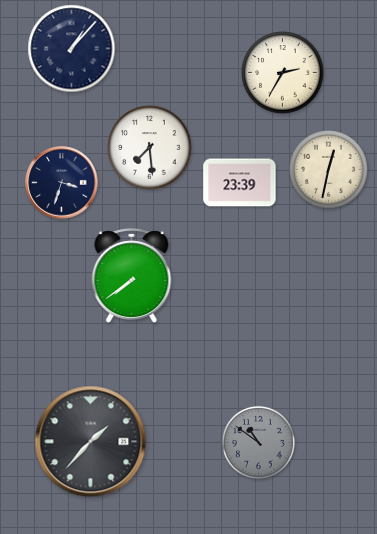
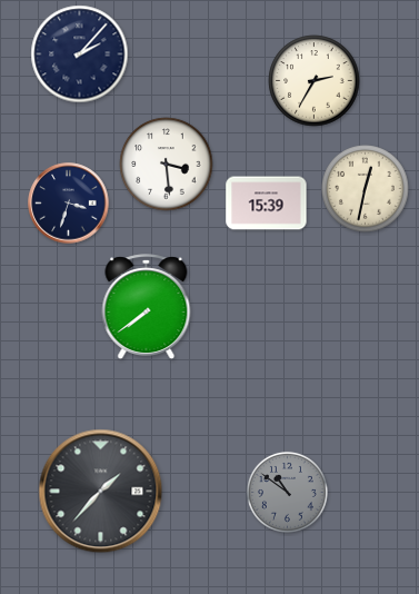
clock at (72, 49): 1:07 -> 2:07
clock at (150, 148): 7:29 -> 3:29
clock at (240, 183): 23:39 -> 15:39
